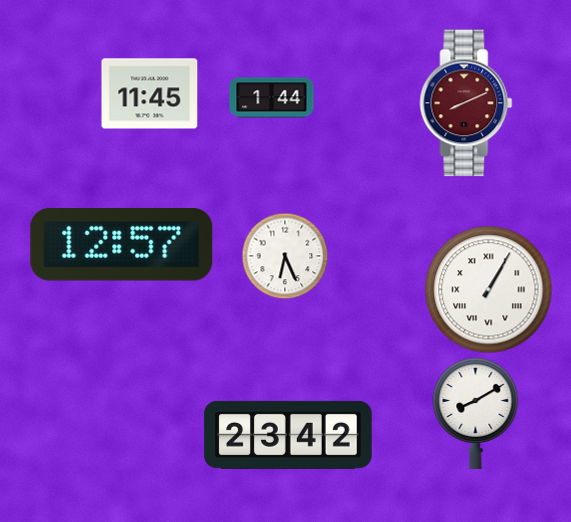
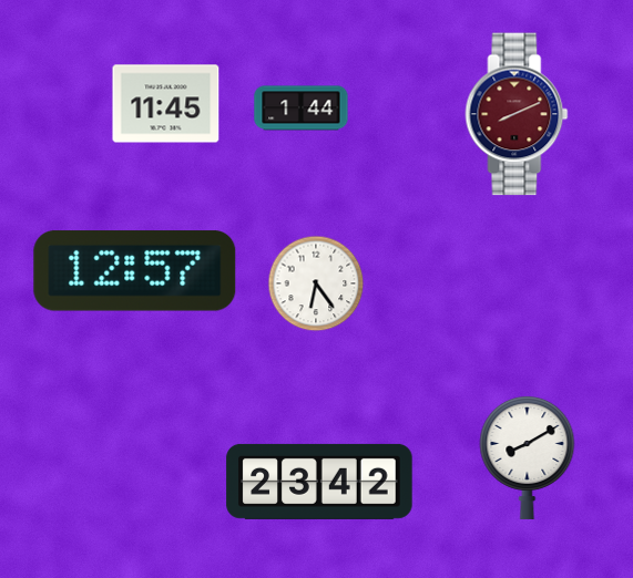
clock at (285, 256): 6:26 -> 6:24
clock at (489, 290): 1:05 -> none
